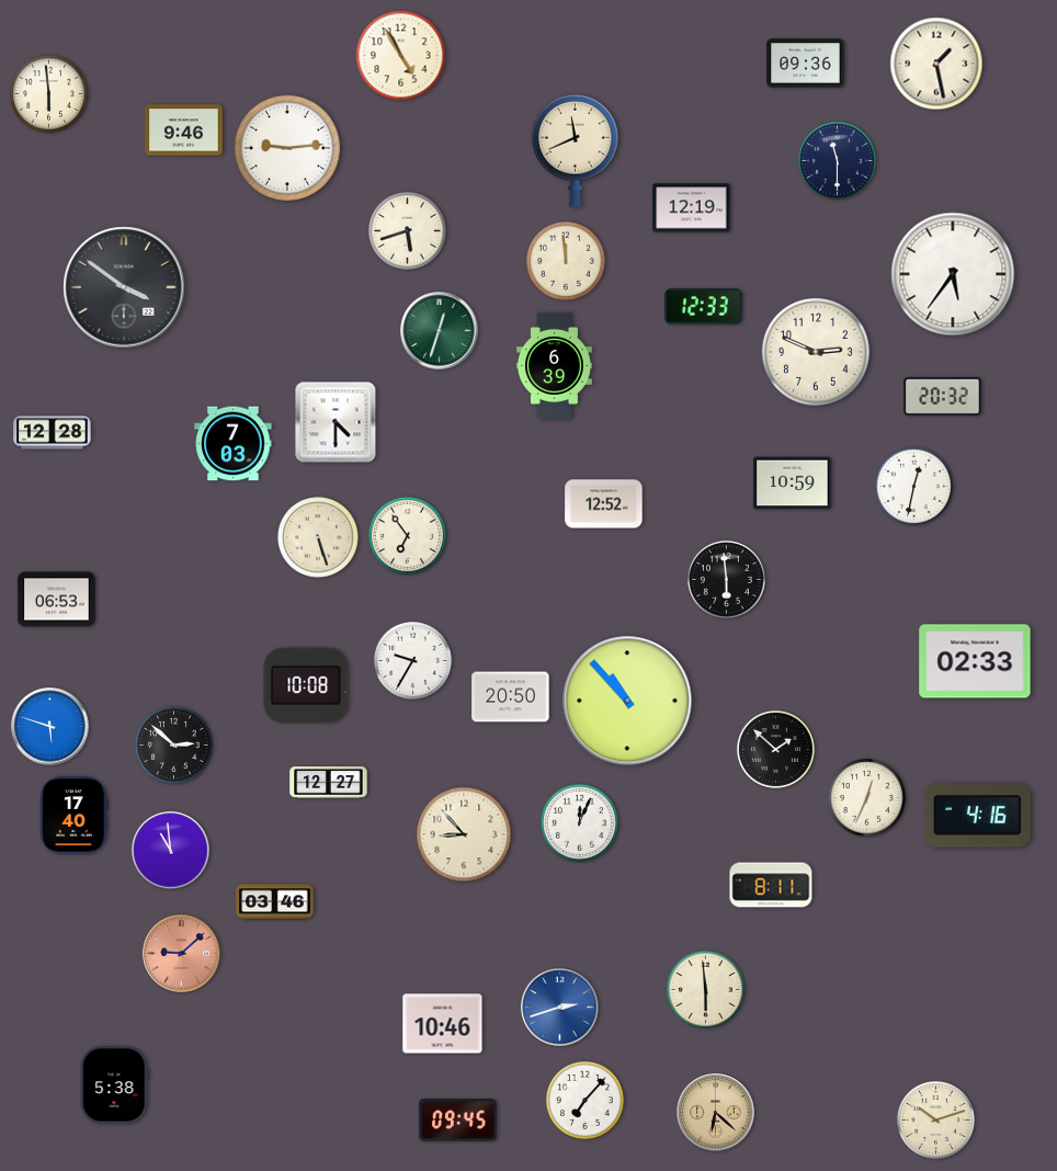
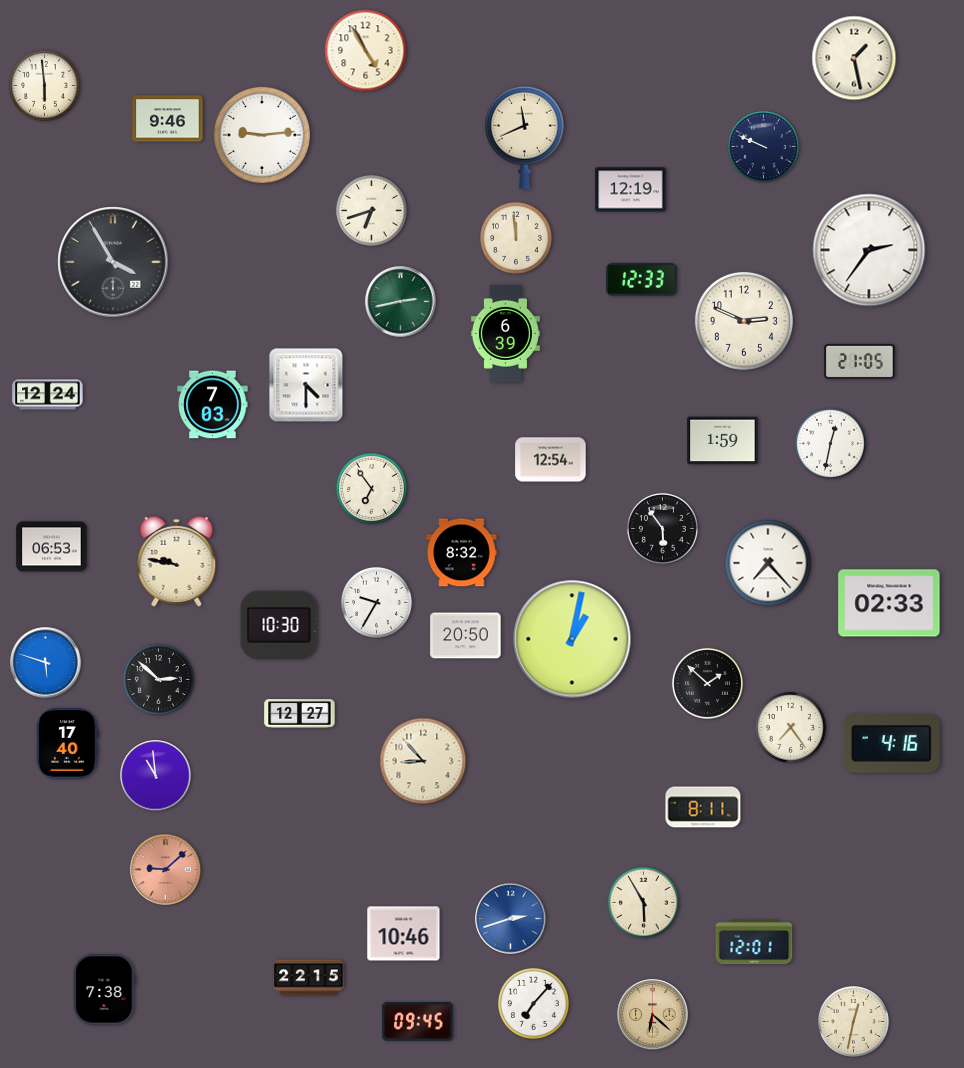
clock at (806, 64): 09:36 -> none
clock at (837, 160): 11:30 -> 9:49
clock at (407, 230): 5:42 -> 6:42
clock at (953, 274): 5:36 -> 2:36
clock at (124, 287): 3:51 -> 3:55
clock at (440, 331): 12:33 -> 2:43
clock at (943, 396): 20:32 -> 21:05
clock at (53, 433): 12:28 -> 12:24
clock at (793, 484): 10:59 -> 1:59
clock at (913, 486) position: (913, 486) -> (830, 443)
clock at (604, 504): 12:52 -> 12:54
clock at (318, 537): 5:27 -> none
clock at (726, 579): 5:59 -> 5:54
clock at (462, 553): none -> 8:32
clock at (177, 561): none -> 9:47
clock at (768, 563): none -> 7:23
clock at (306, 684): 10:08 -> 10:30
clock at (627, 701): 10:53 -> 1:02
clock at (866, 797): 12:34 -> 7:24
clock at (579, 822): 12:04 -> none
clock at (275, 902): 03:46 -> none
clock at (705, 989): 5:59 -> 5:55
clock at (754, 942): none -> 12:01
clock at (309, 978): none -> 22:15
clock at (115, 1085): 5:38 -> 7:38
clock at (935, 1119): 10:12 -> 12:32
